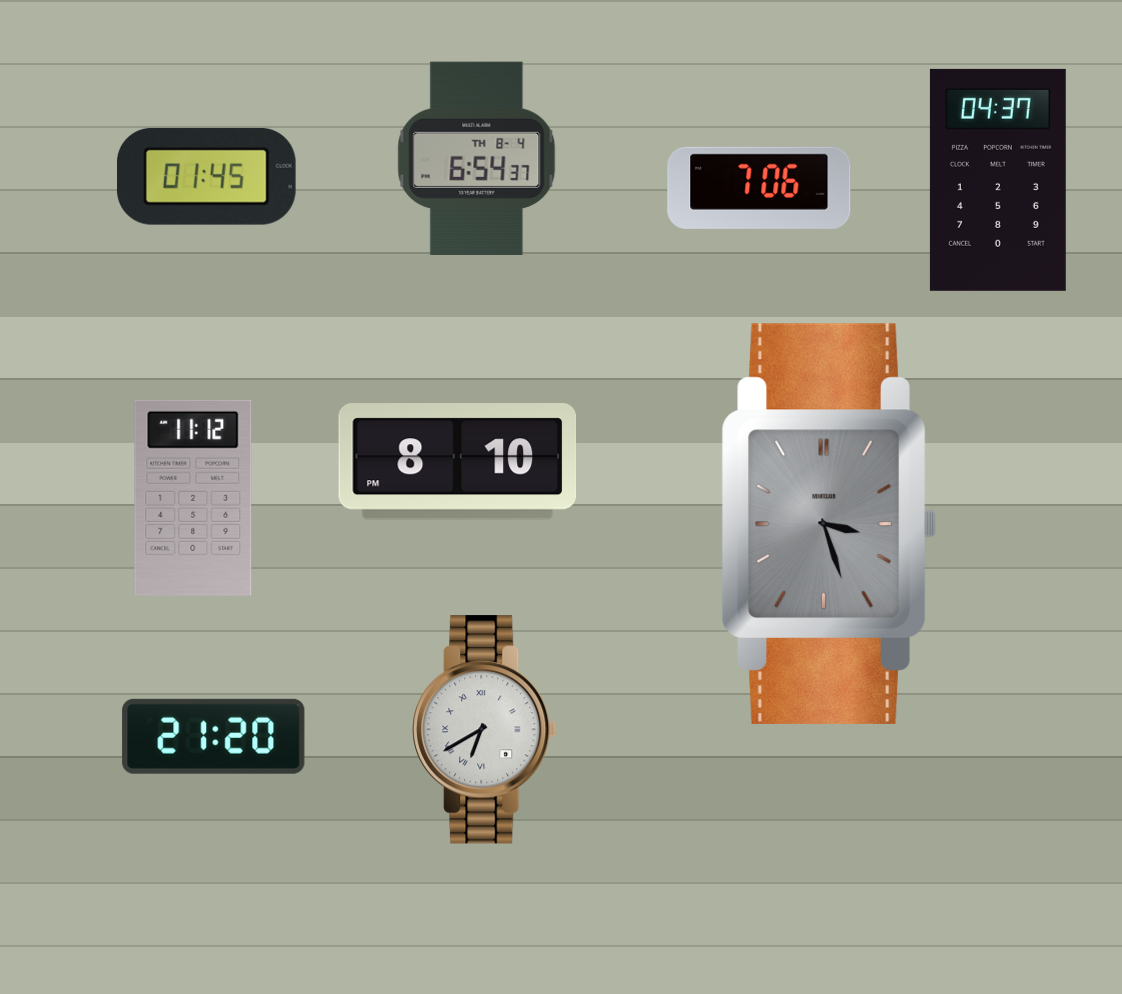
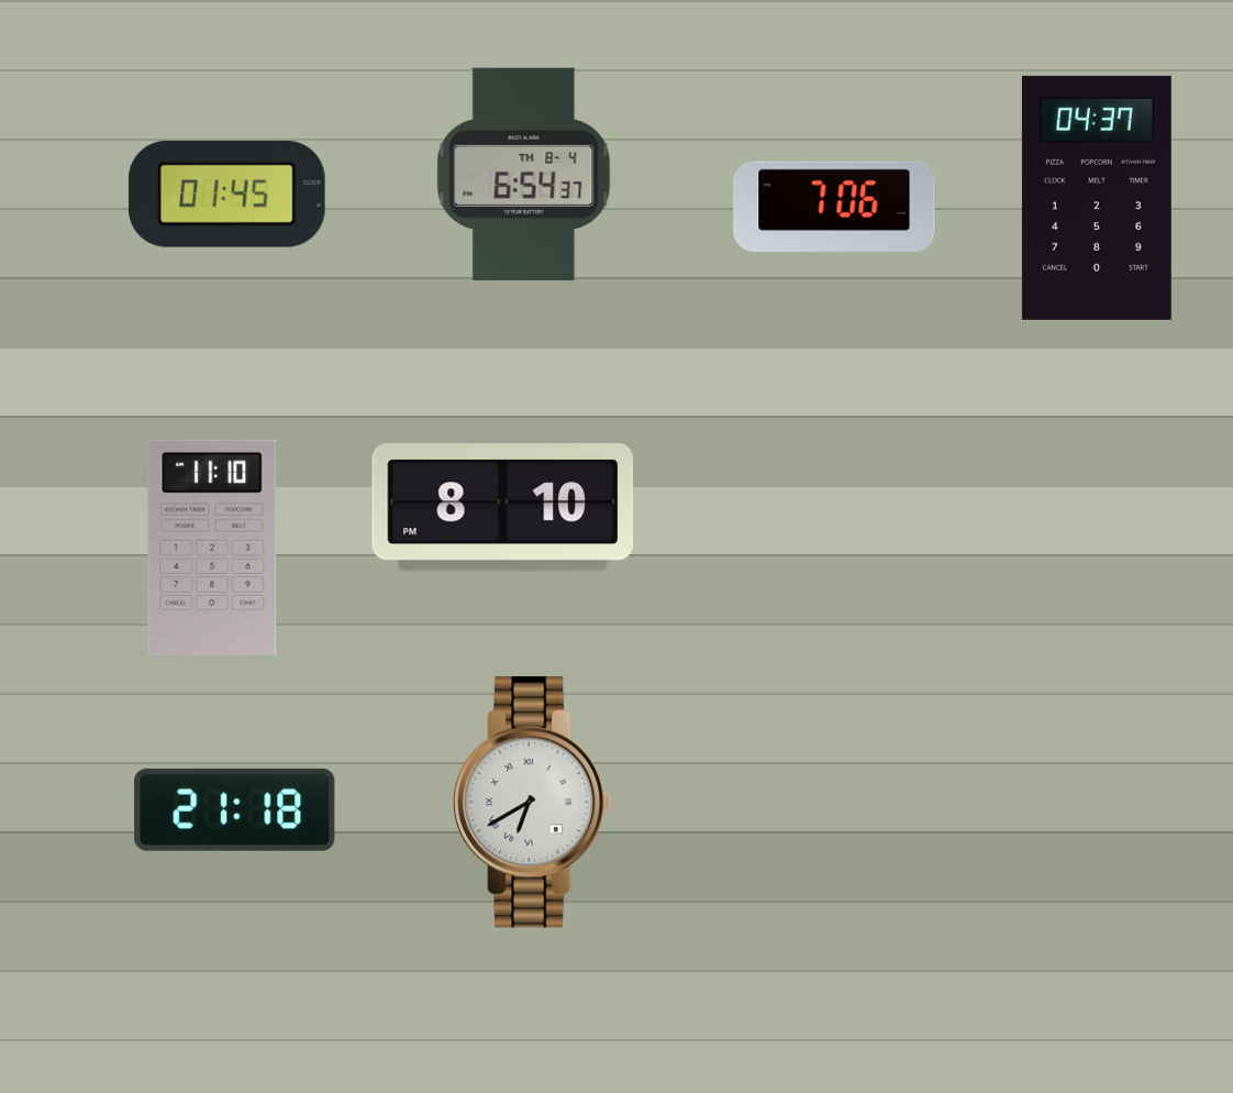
clock at (193, 498): 11:12 -> 11:10
clock at (829, 524): 3:27 -> none
clock at (214, 736): 21:20 -> 21:18
